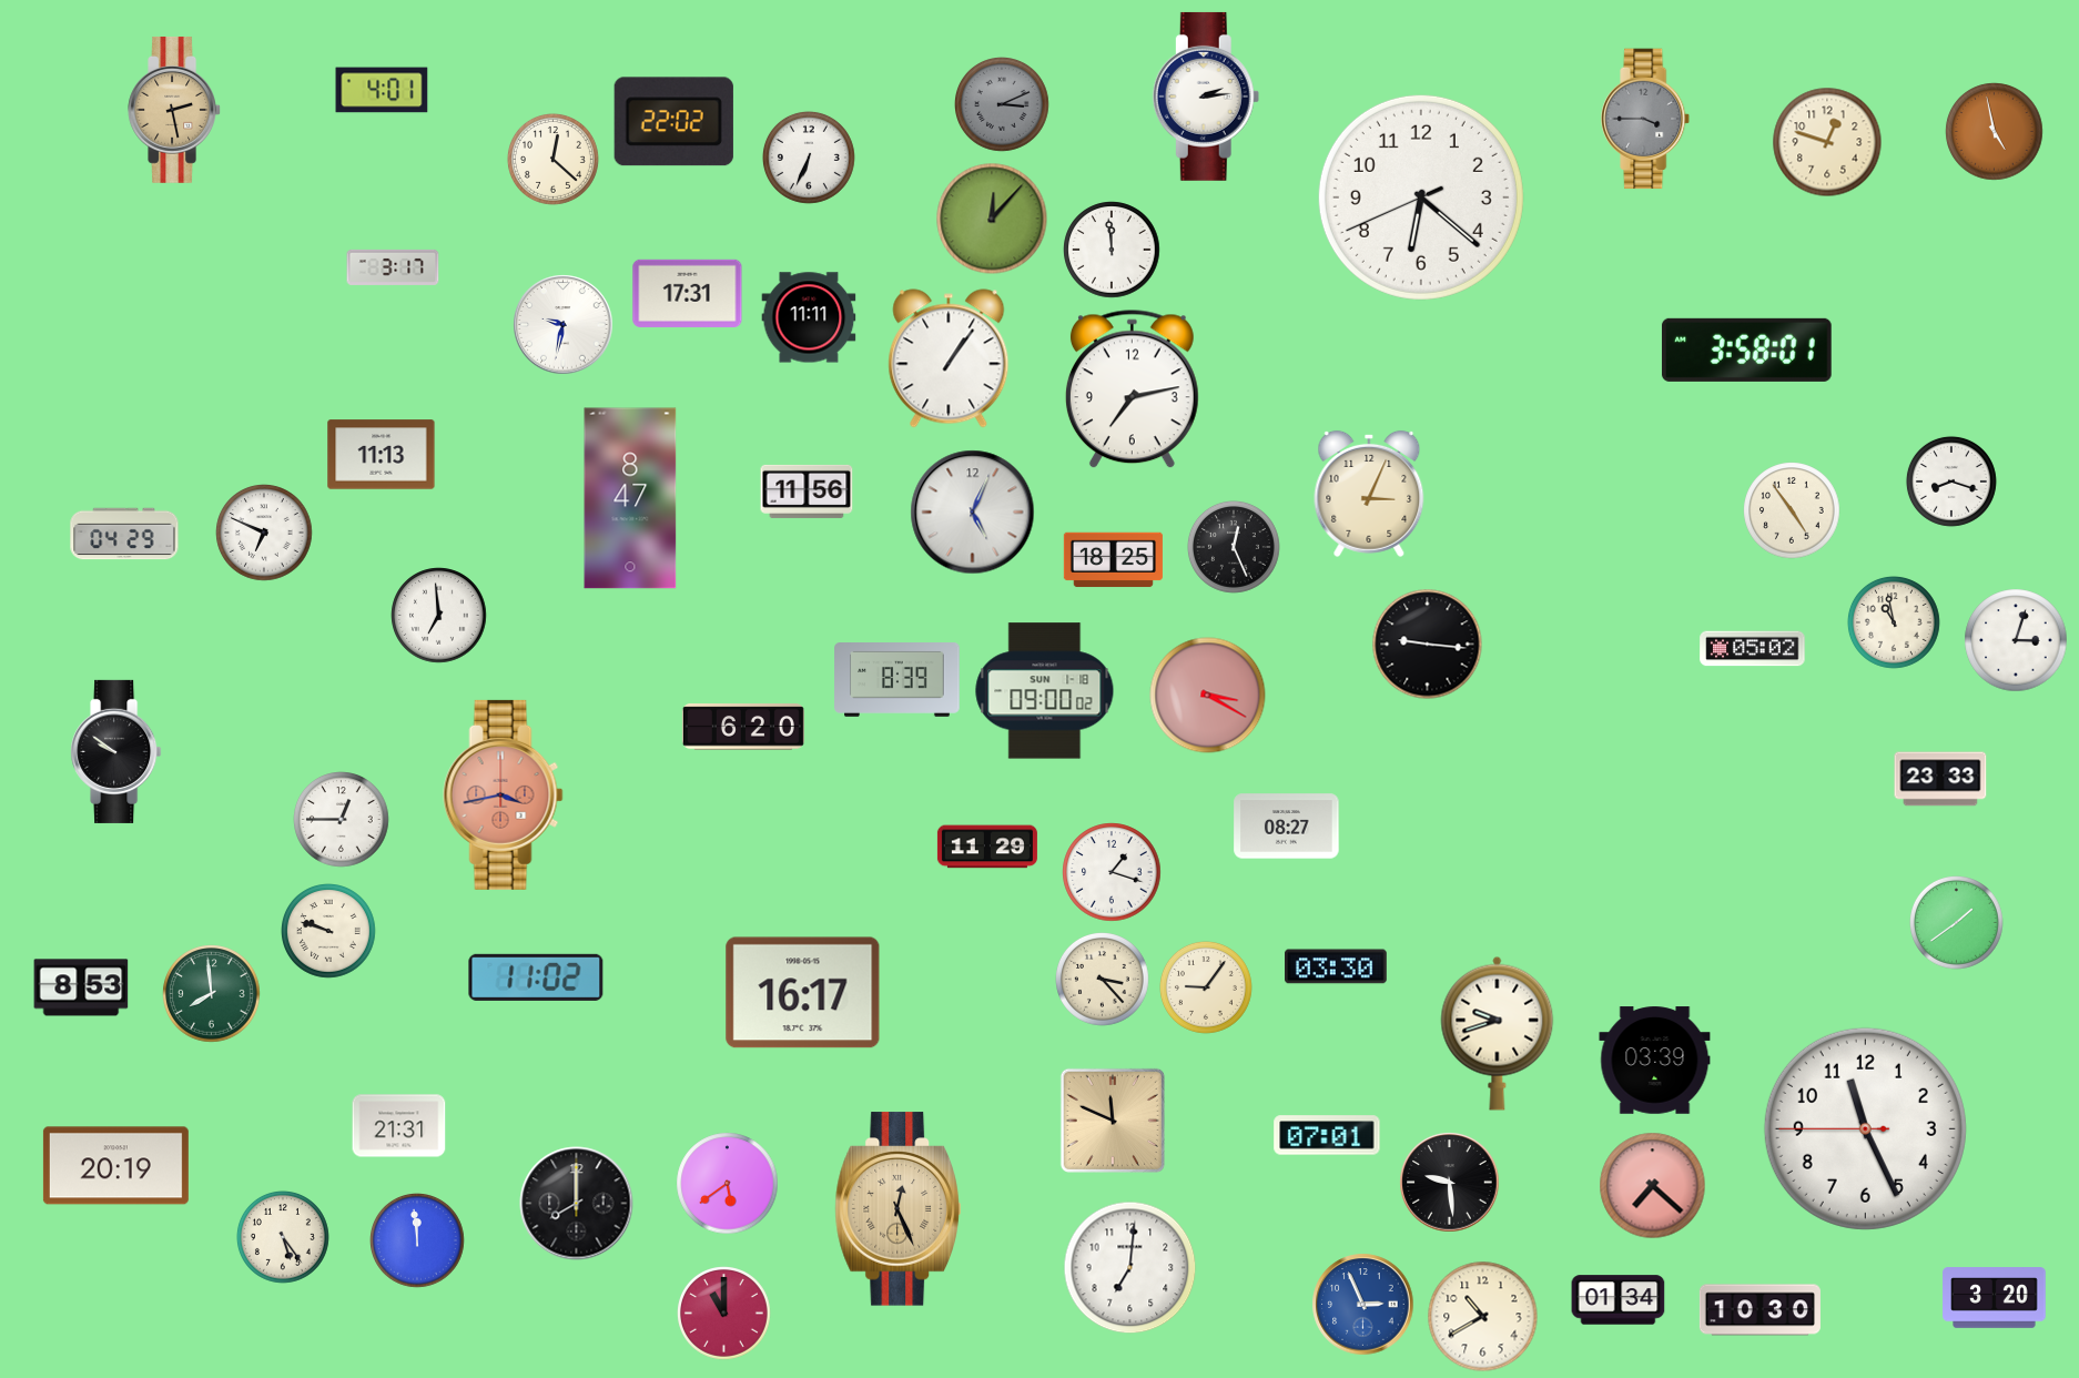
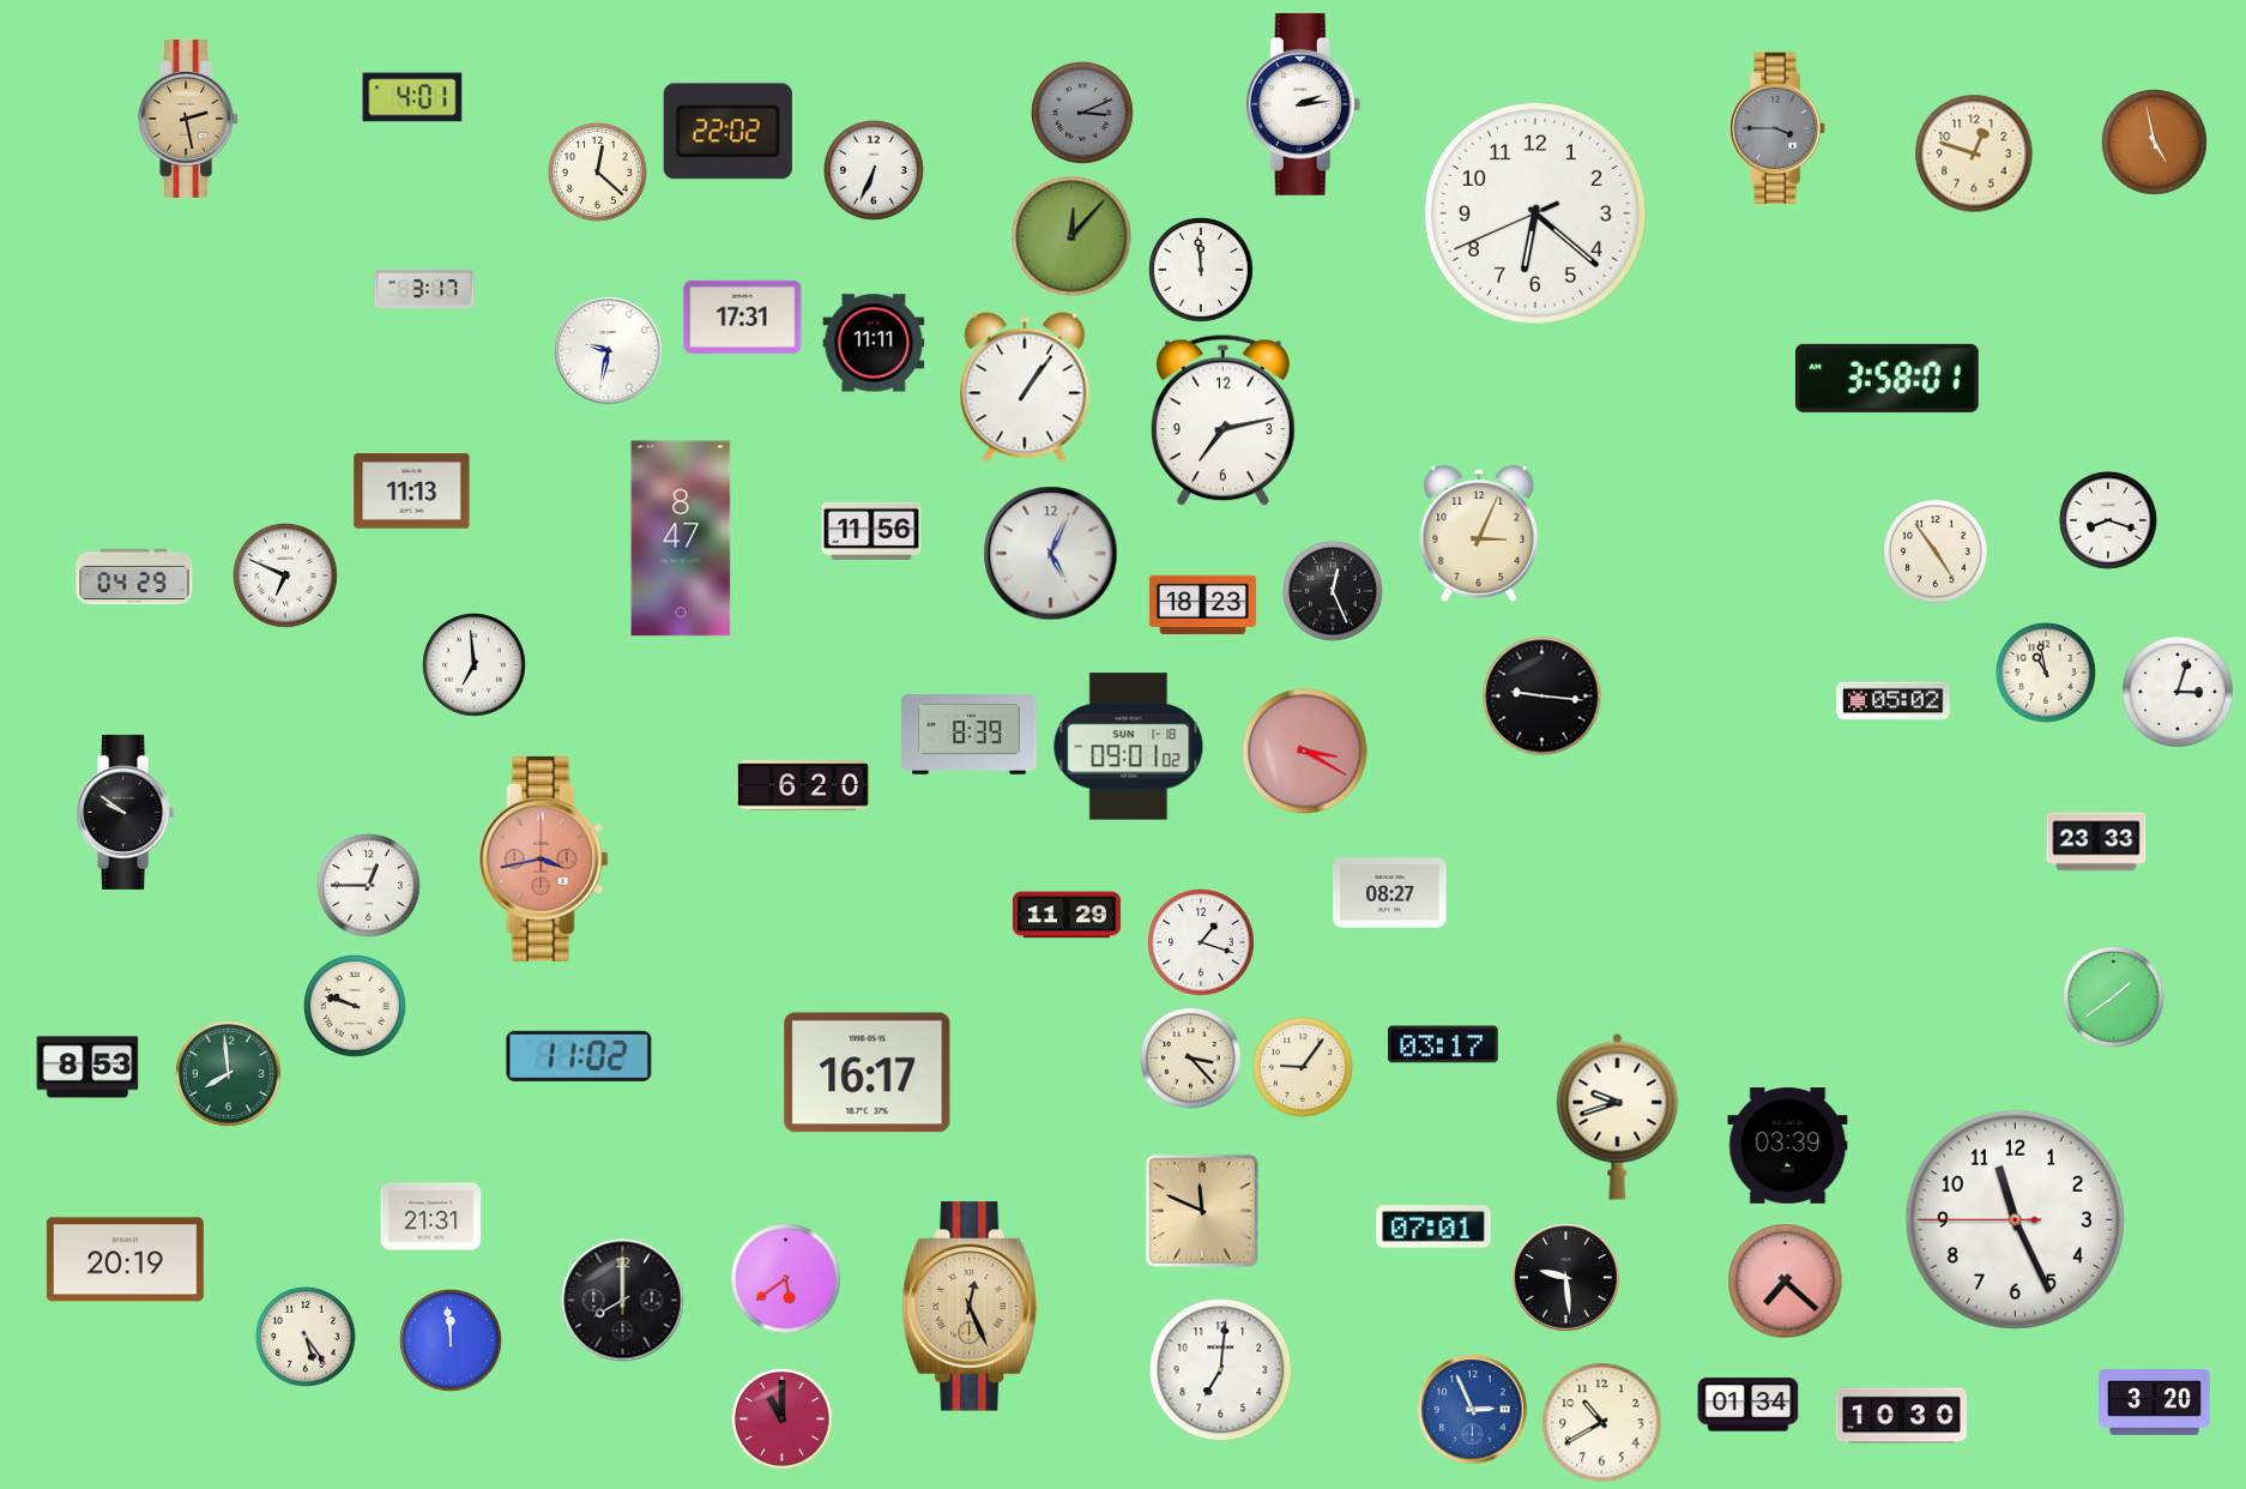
clock at (1113, 560): 18:25 -> 18:23
clock at (1045, 691): 09:00 -> 09:01
clock at (1337, 966): 03:30 -> 03:17
